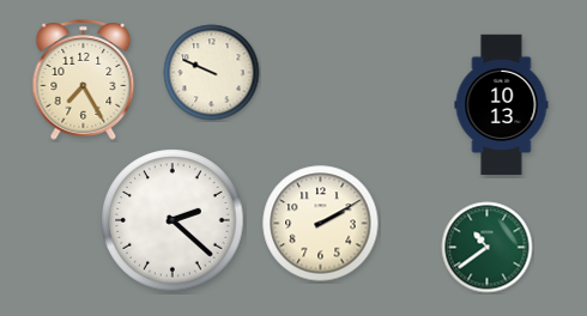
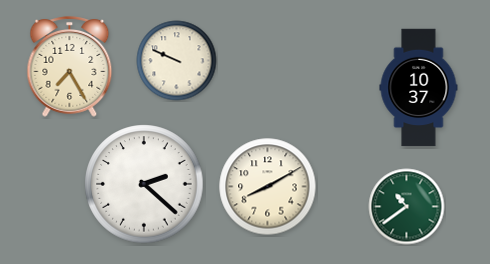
clock at (502, 105): 10:13 -> 10:37
clock at (321, 224): 2:10 -> 8:10
